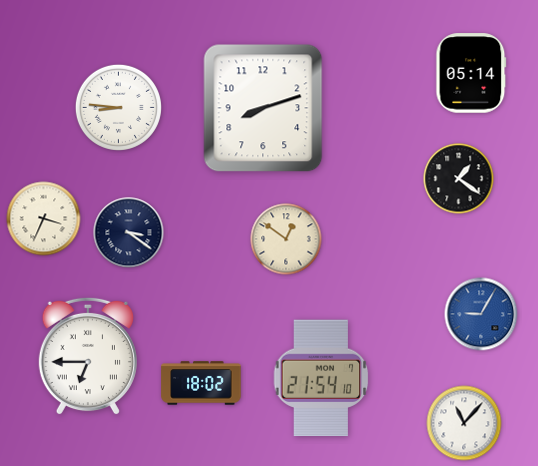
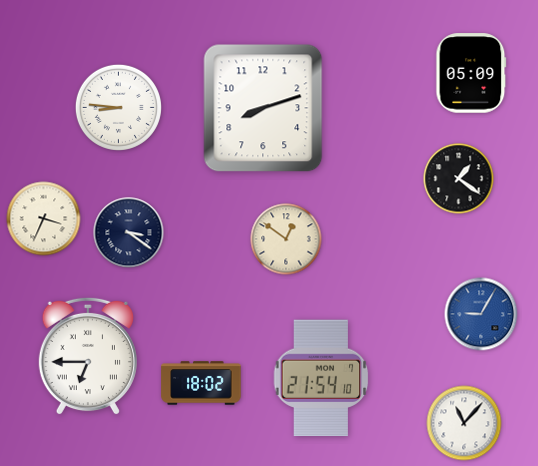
clock at (471, 73): 05:14 -> 05:09
